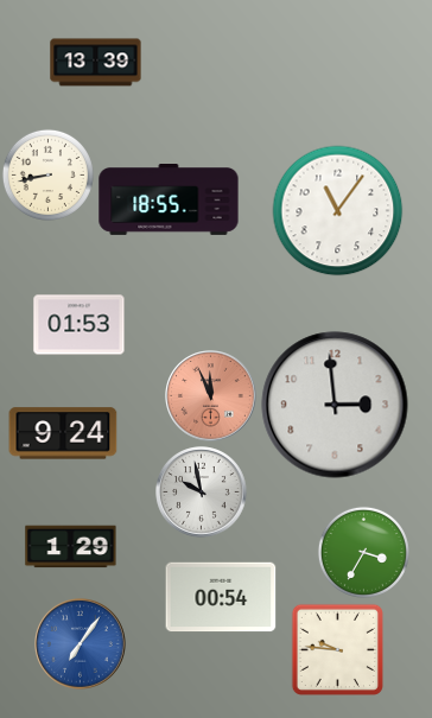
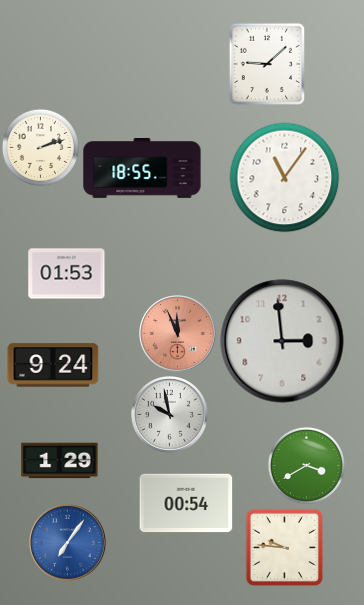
clock at (96, 63): 13:39 -> none
clock at (266, 63): none -> 9:08
clock at (47, 174): 8:43 -> 2:12
clock at (363, 552): 3:35 -> 3:40
